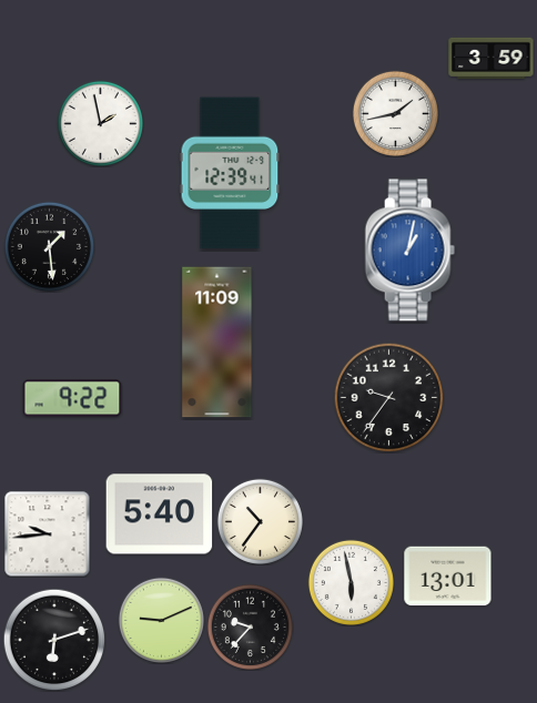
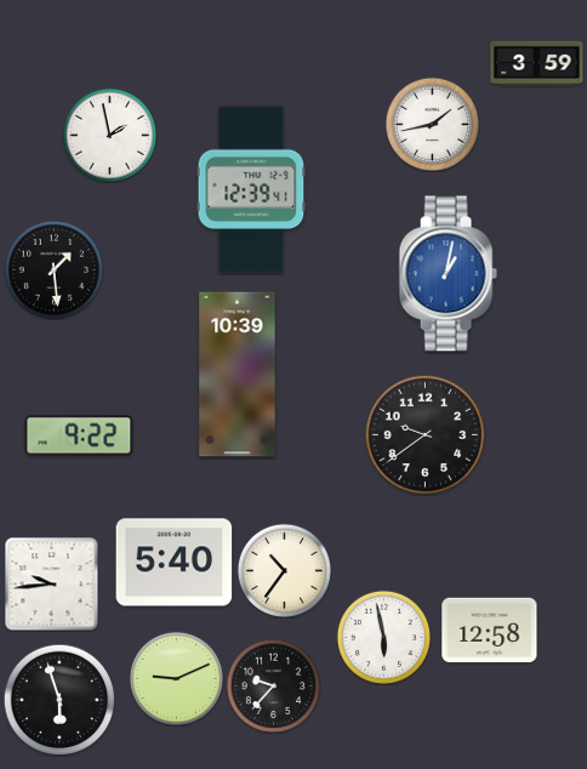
clock at (217, 343): 11:09 -> 10:39
clock at (389, 398): 9:36 -> 9:39
clock at (448, 577): 13:01 -> 12:58
clock at (54, 640): 6:12 -> 5:57
